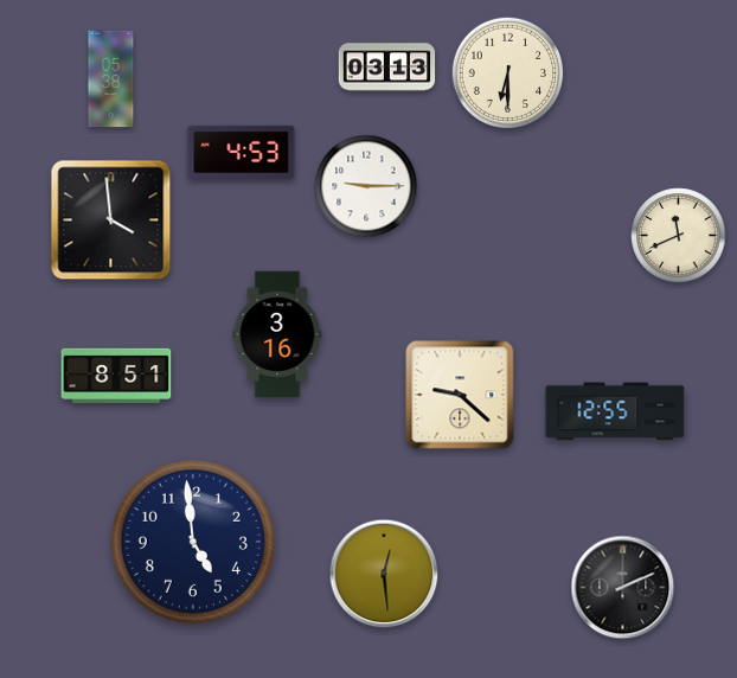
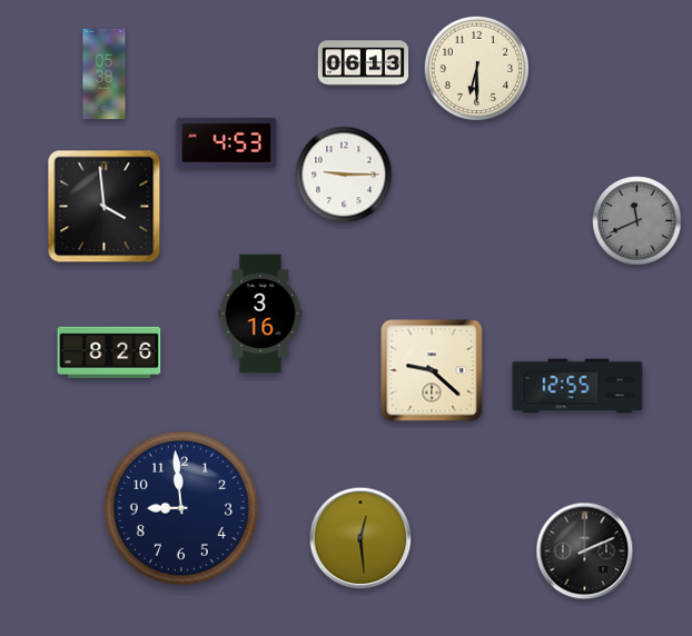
clock at (387, 68): 03:13 -> 06:13
clock at (679, 236) dial: cream -> grey
clock at (116, 375): 8:51 -> 8:26
clock at (193, 542): 4:59 -> 8:59
